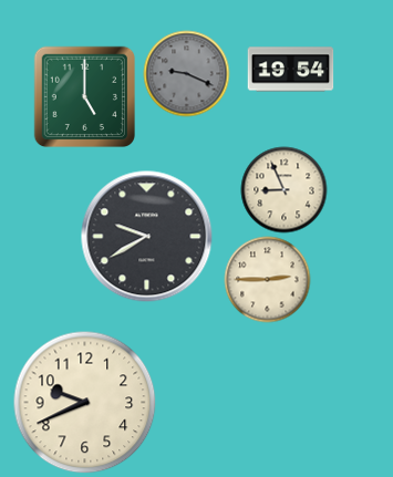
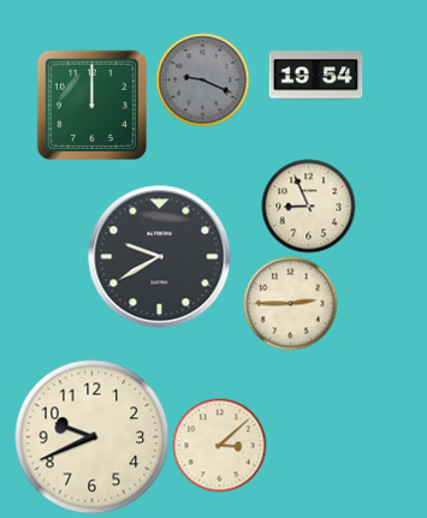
clock at (84, 96): 5:00 -> 12:00
clock at (219, 445): none -> 3:08
